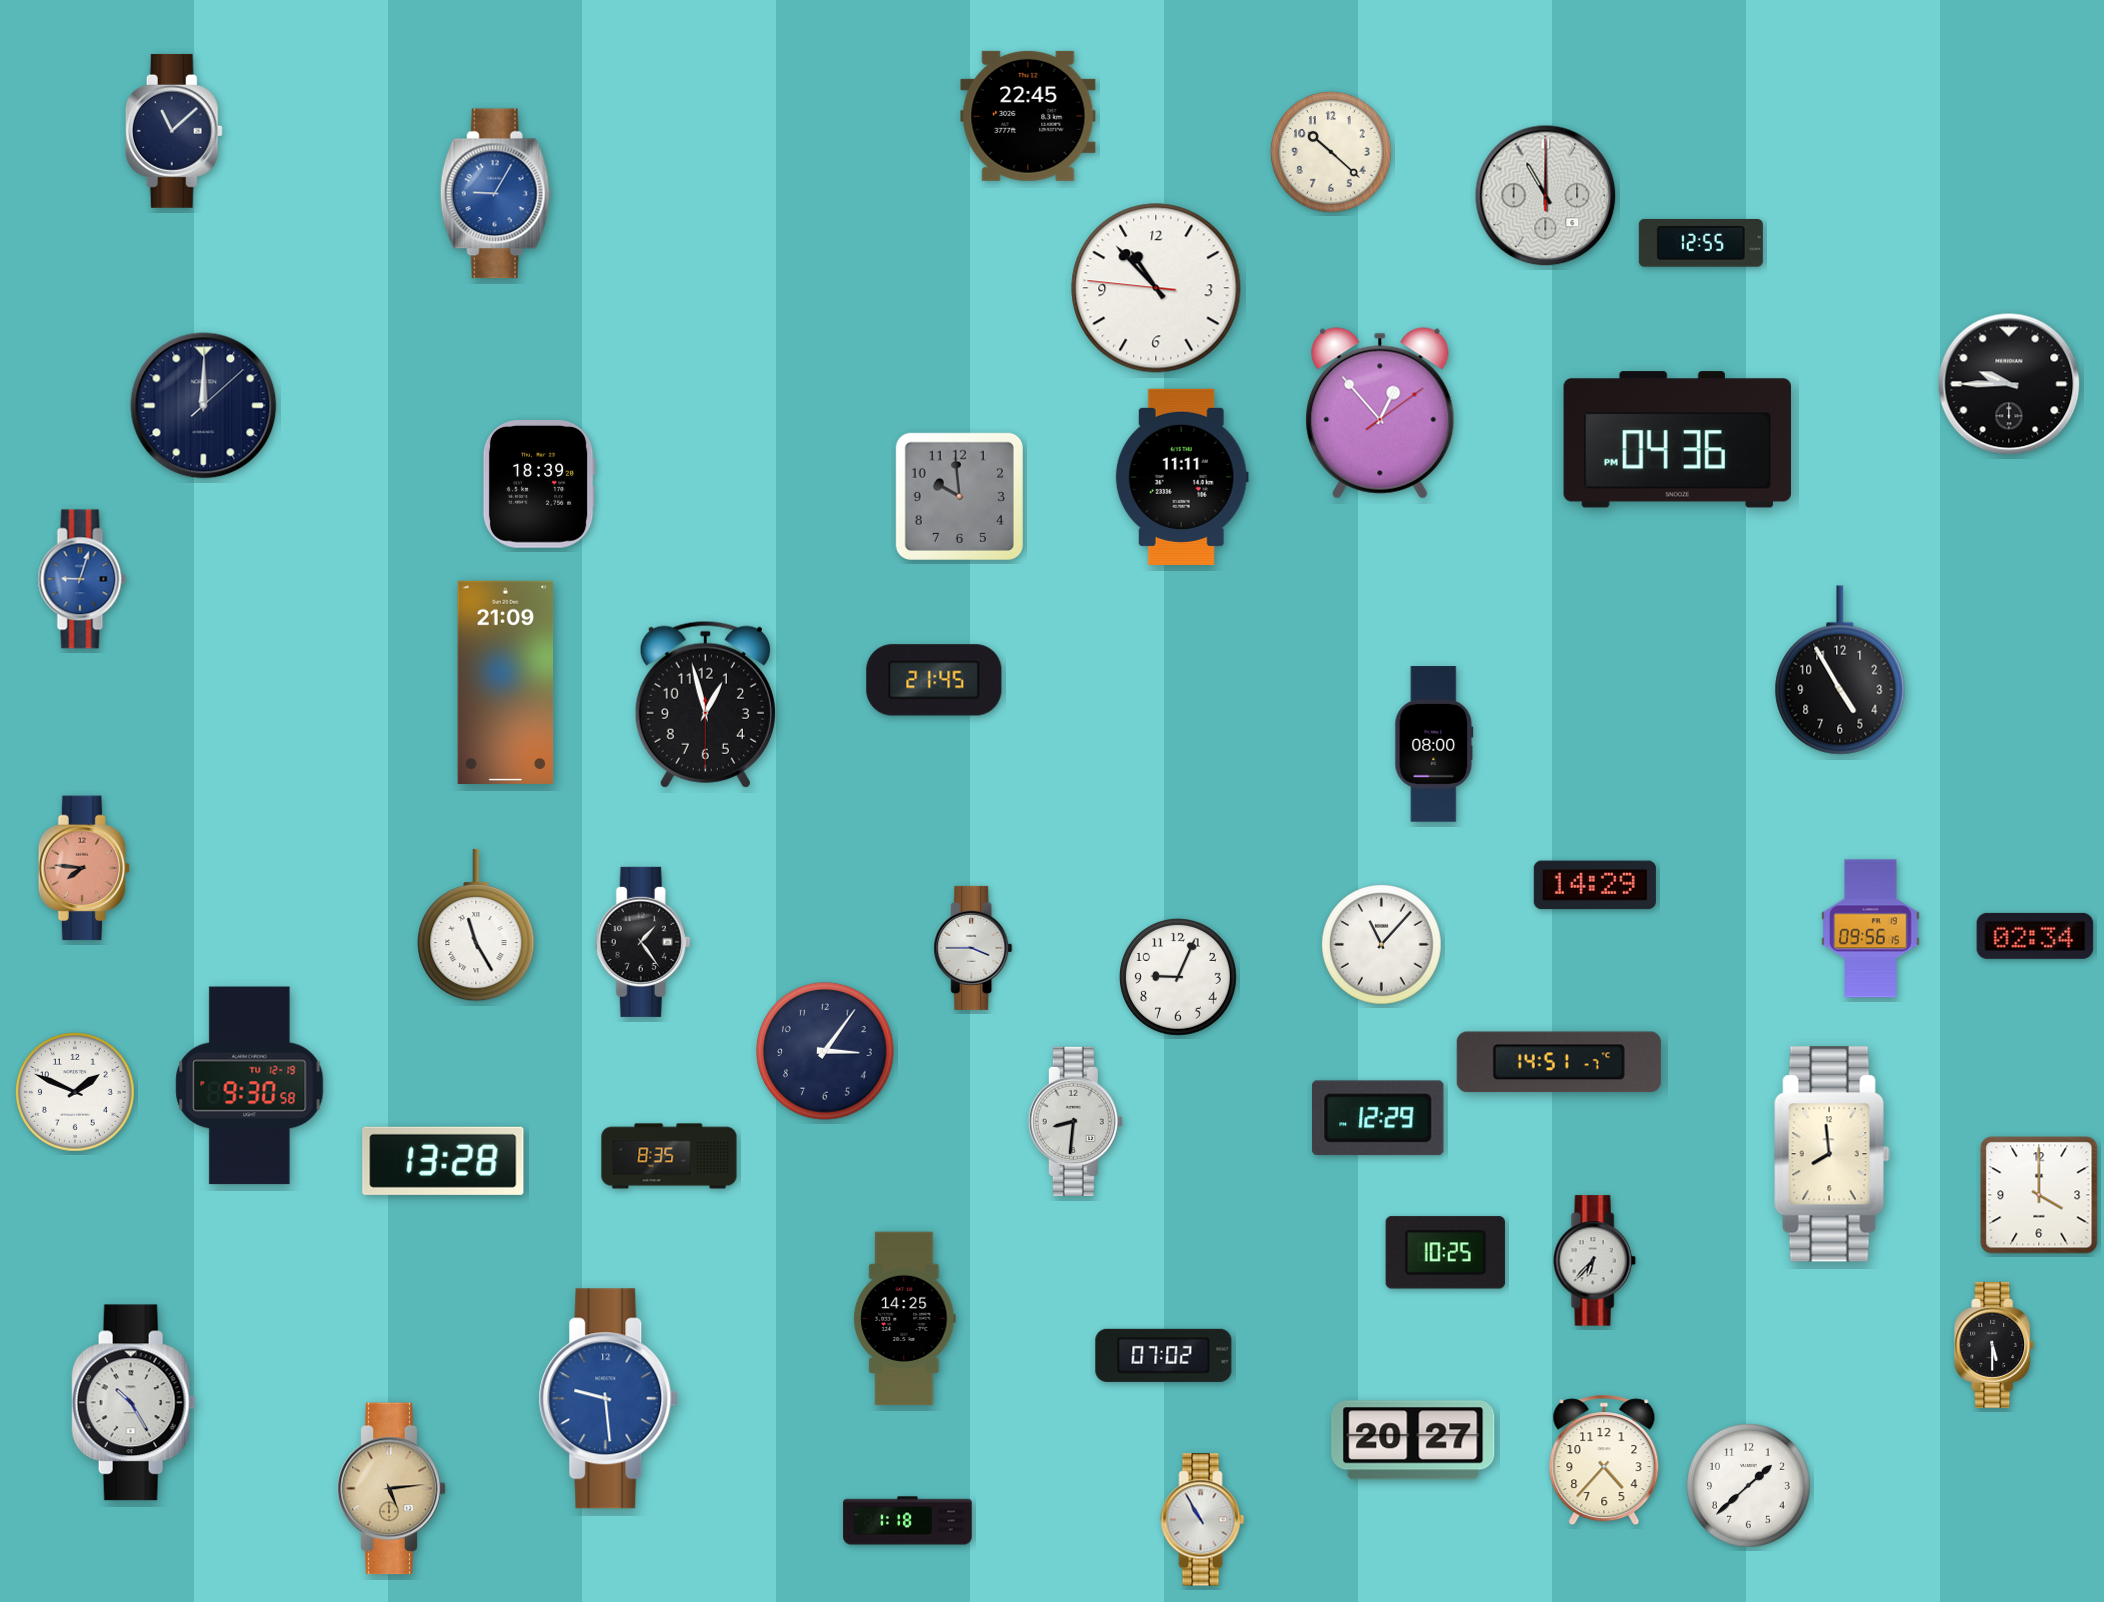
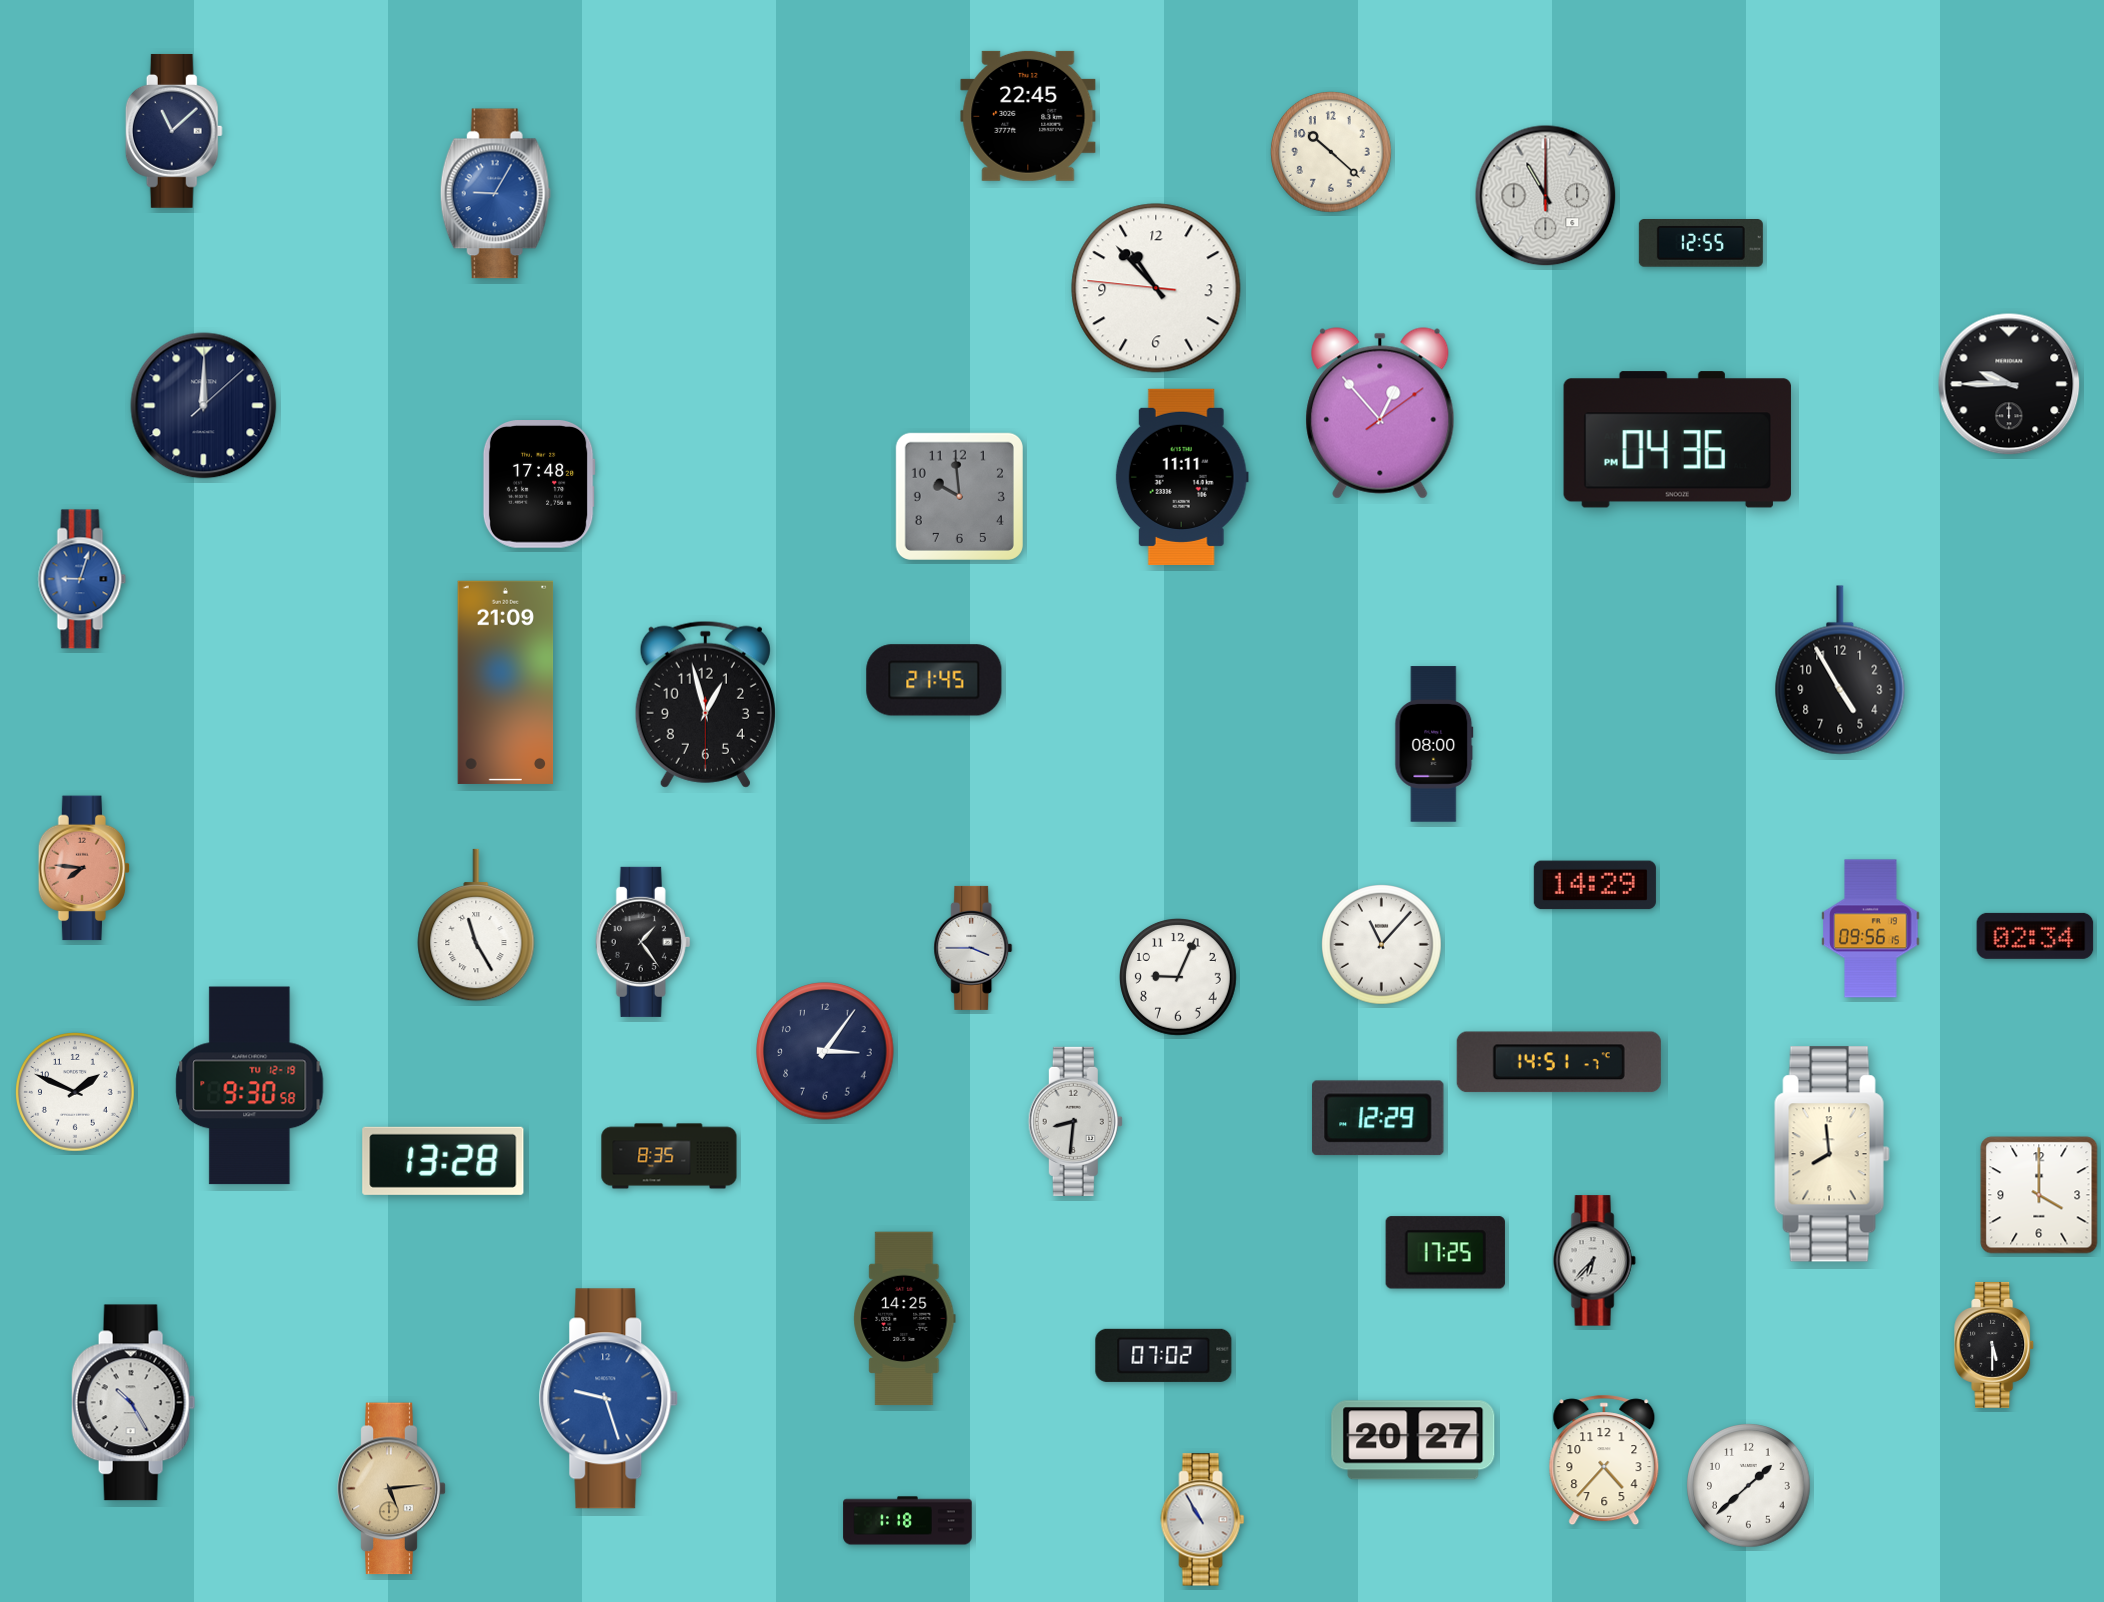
clock at (539, 485): 18:39 -> 17:48
clock at (1445, 1253): 10:25 -> 17:25
clock at (609, 1399): 9:29 -> 9:27
